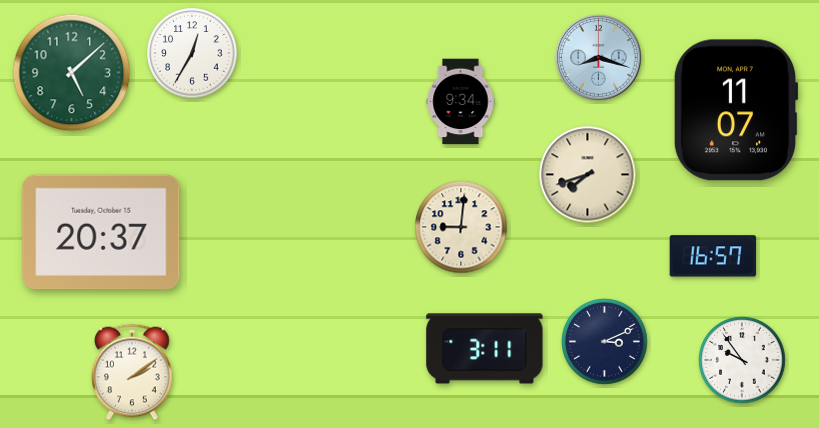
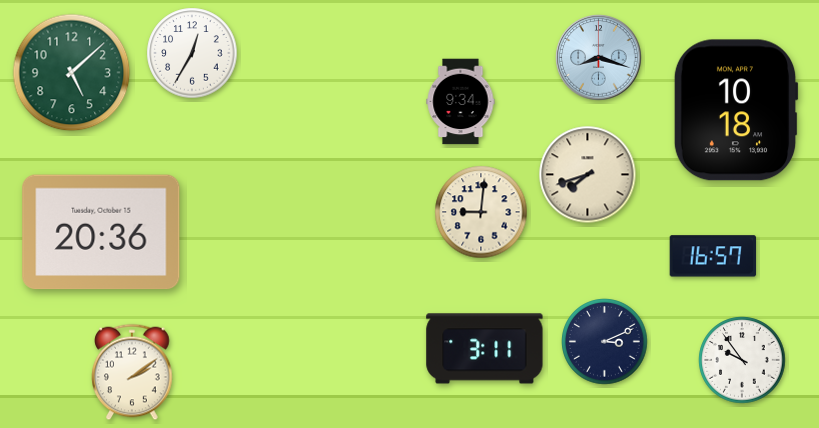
clock at (736, 110): 11:07 -> 10:18
clock at (461, 227) position: (461, 227) -> (481, 212)
clock at (101, 232): 20:37 -> 20:36
